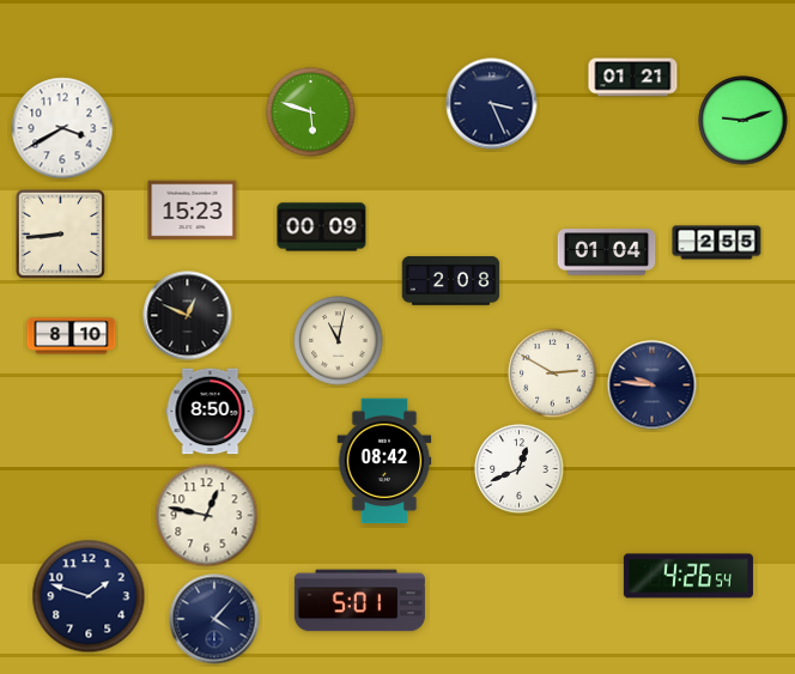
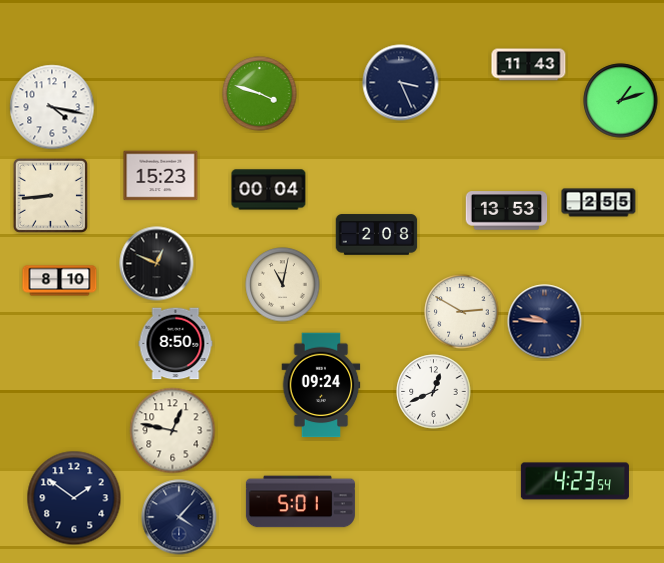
clock at (633, 78): 01:21 -> 11:43
clock at (492, 104) position: (492, 104) -> (401, 83)
clock at (311, 113): 5:48 -> 3:48
clock at (744, 121): 9:12 -> 1:12
clock at (62, 128): 3:40 -> 4:17
clock at (322, 227): 00:09 -> 00:04
clock at (607, 253): 01:04 -> 13:53
clock at (384, 461): 08:42 -> 09:24
clock at (688, 576): 4:26 -> 4:23
clock at (89, 596): 1:48 -> 1:51
